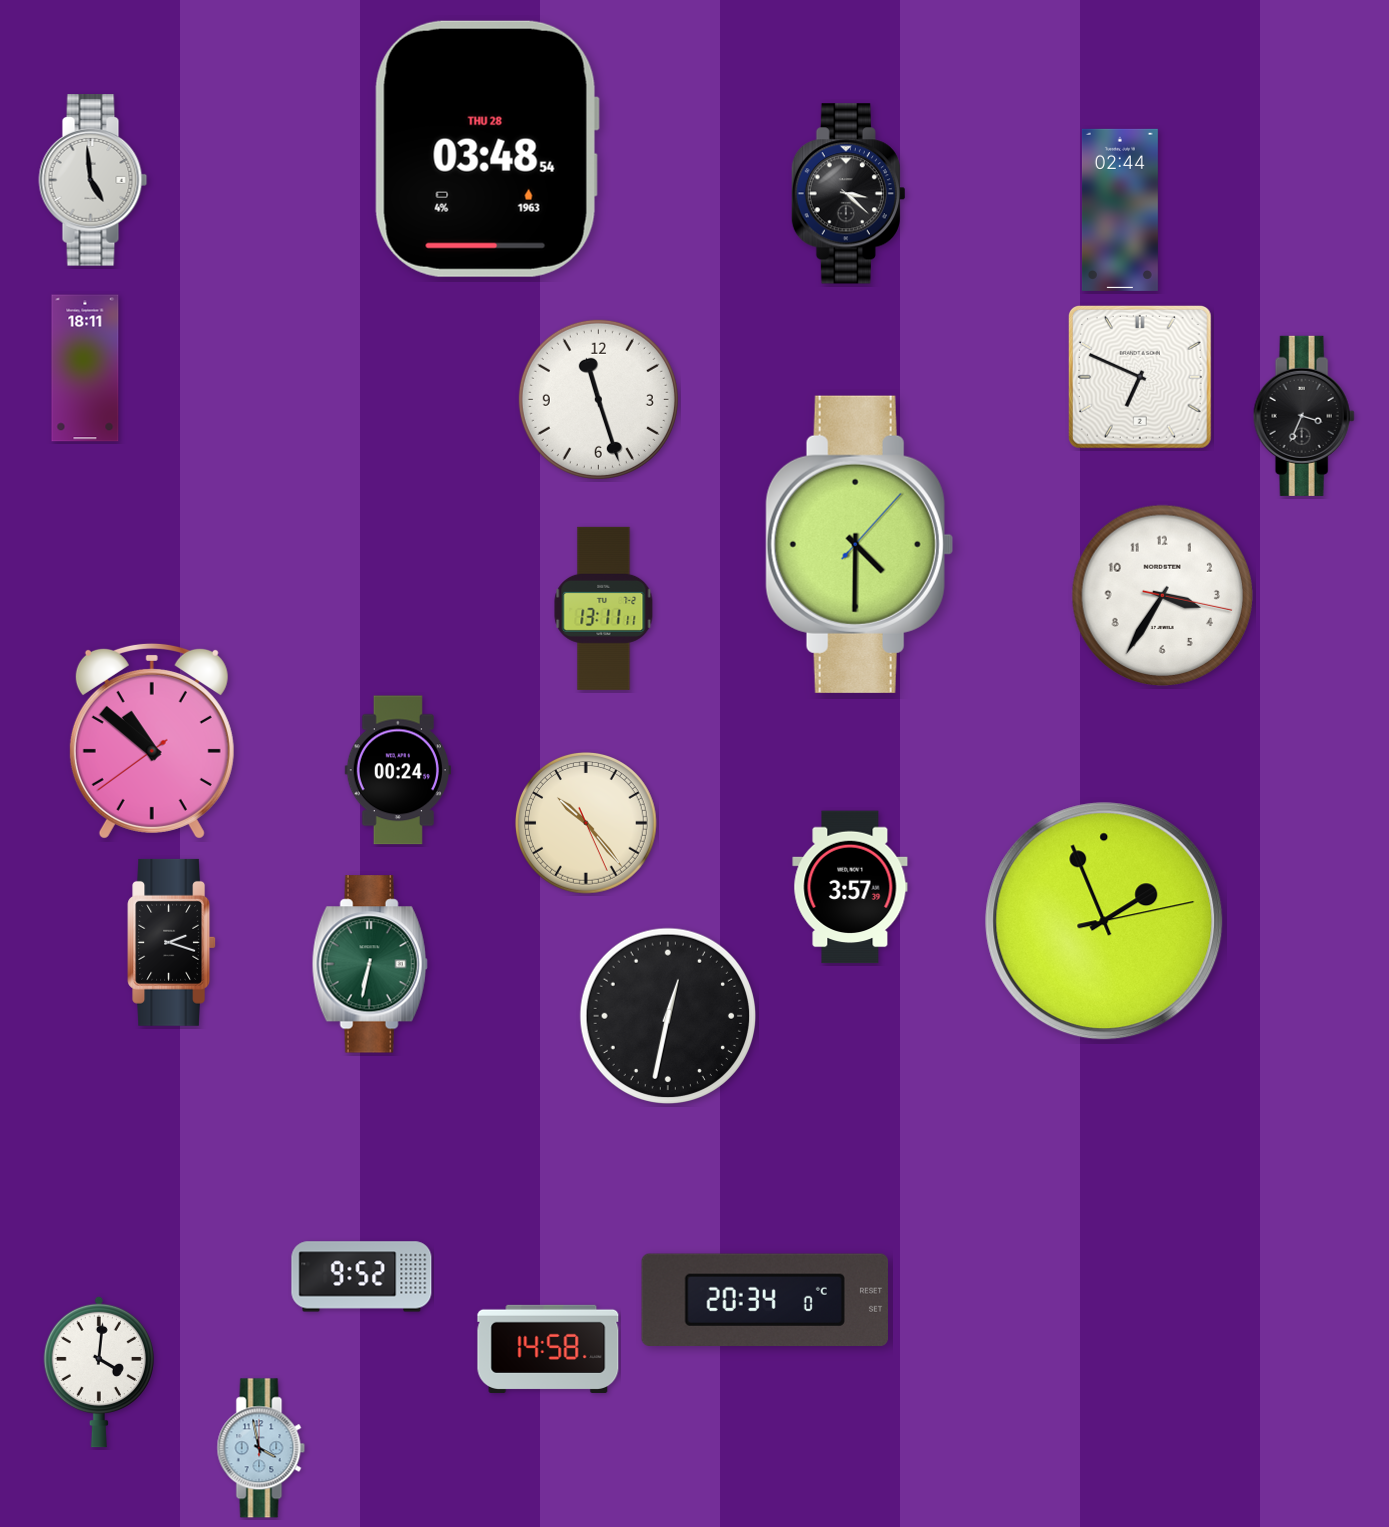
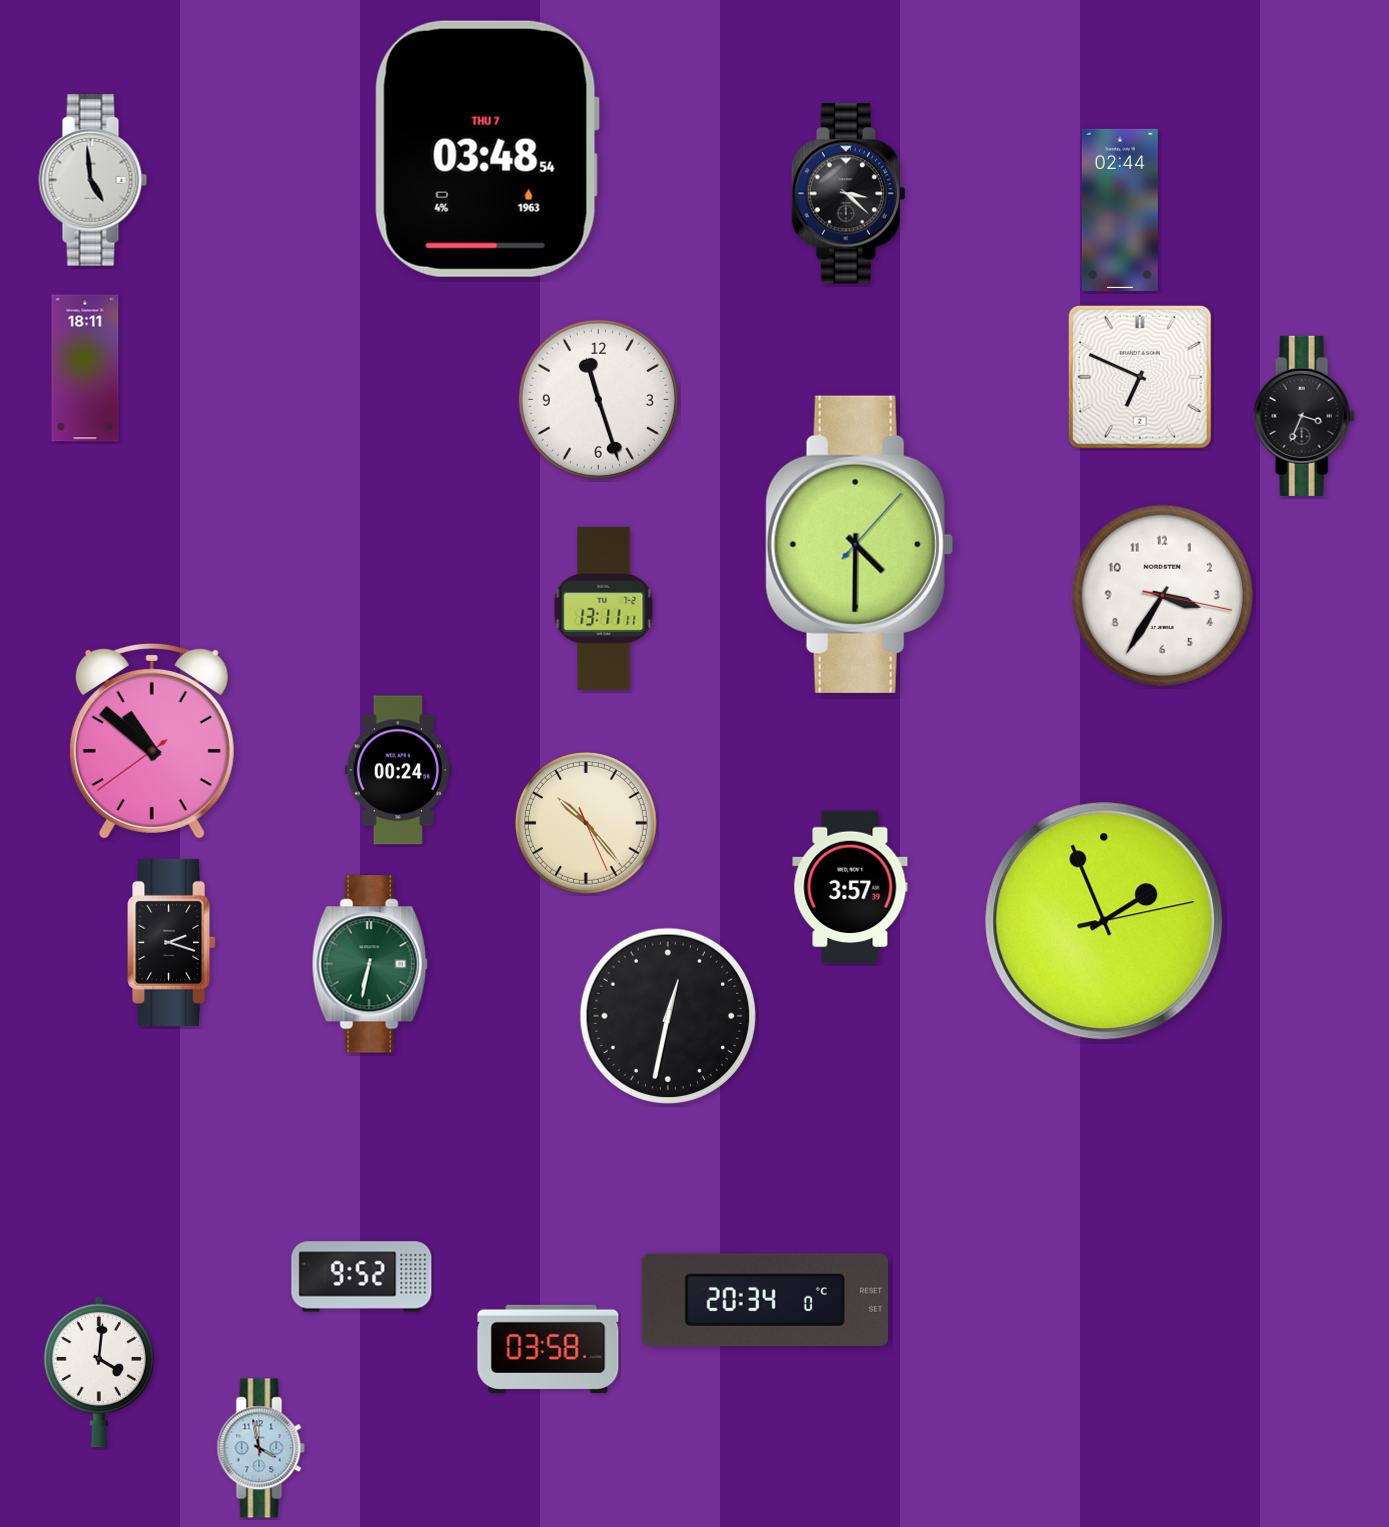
clock at (487, 149) date: THU 28 -> THU 7
clock at (548, 1349): 14:58 -> 03:58
